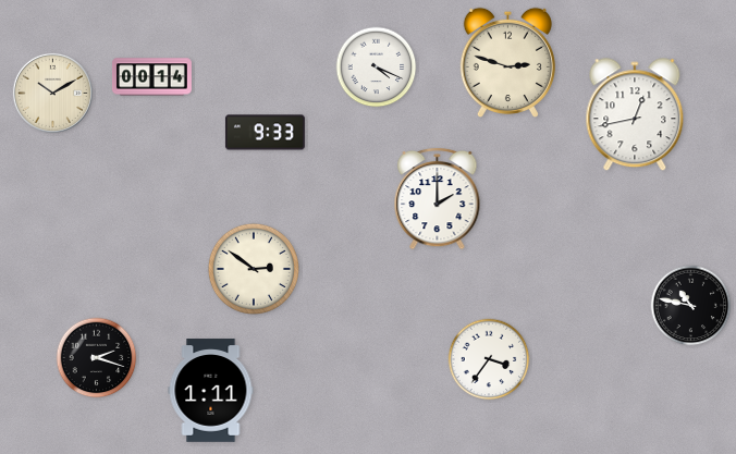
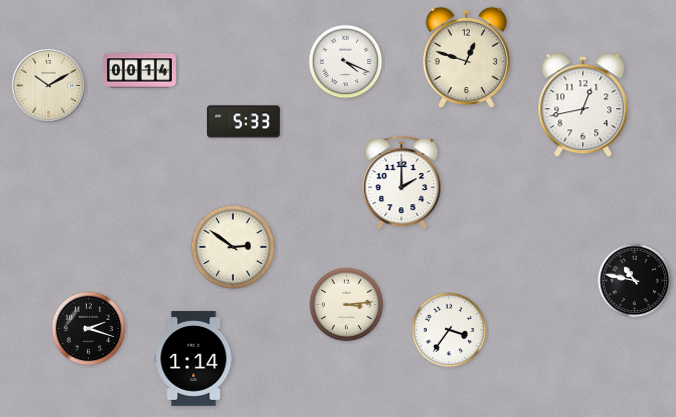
clock at (507, 62): 2:48 -> 12:48
clock at (265, 133): 9:33 -> 5:33
clock at (347, 305): none -> 3:14
clock at (211, 391): 1:11 -> 1:14
